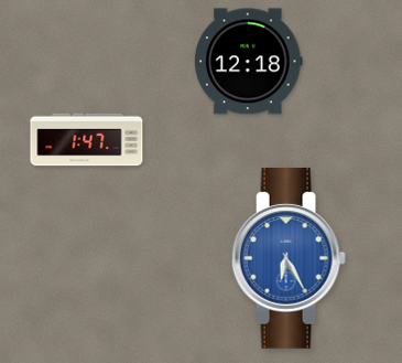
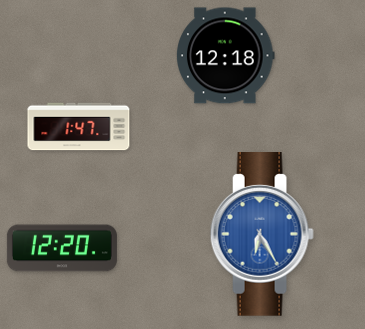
clock at (62, 248): none -> 12:20
